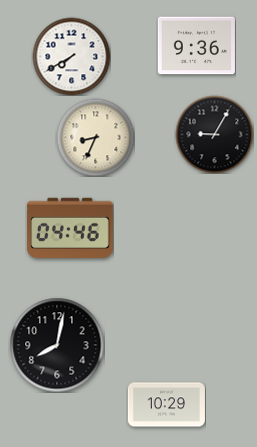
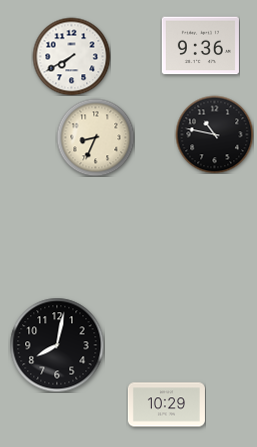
clock at (196, 46) position: (196, 46) -> (200, 46)
clock at (214, 134): 9:05 -> 10:47
clock at (70, 228): 04:46 -> none
